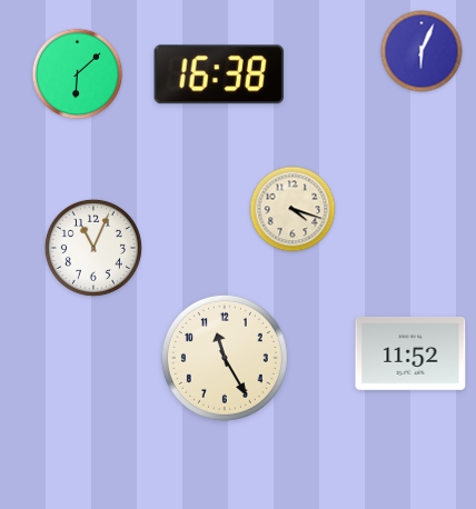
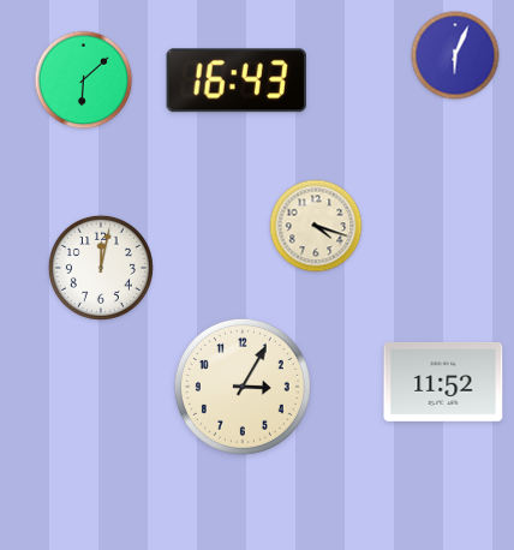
clock at (219, 74): 16:38 -> 16:43
clock at (93, 248): 11:04 -> 12:02
clock at (225, 358): 11:25 -> 3:05
